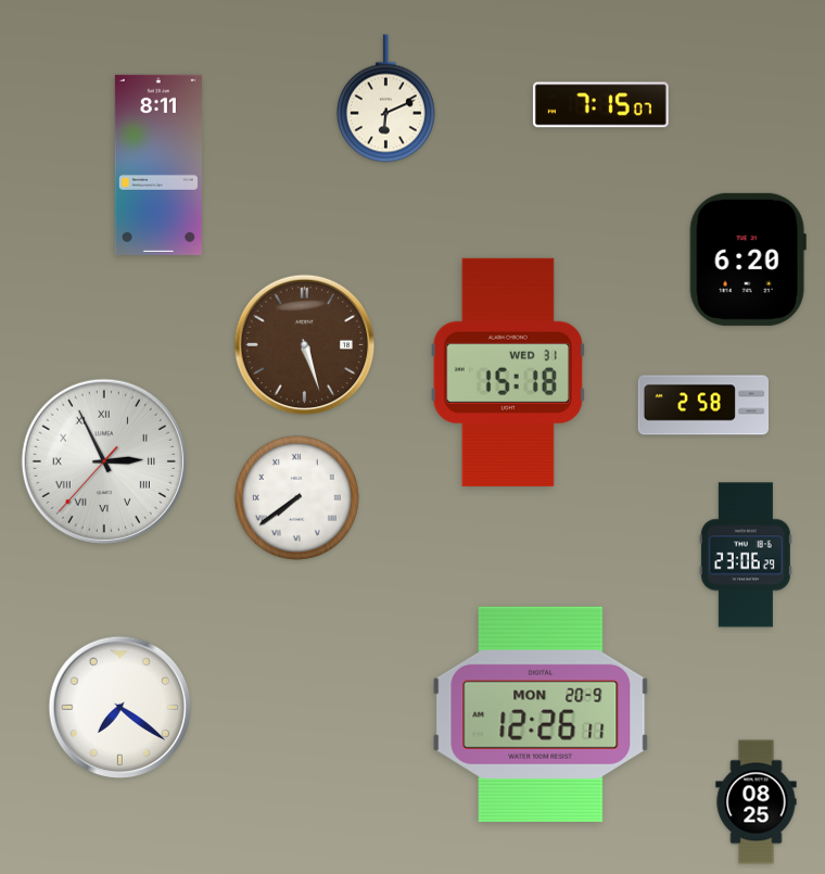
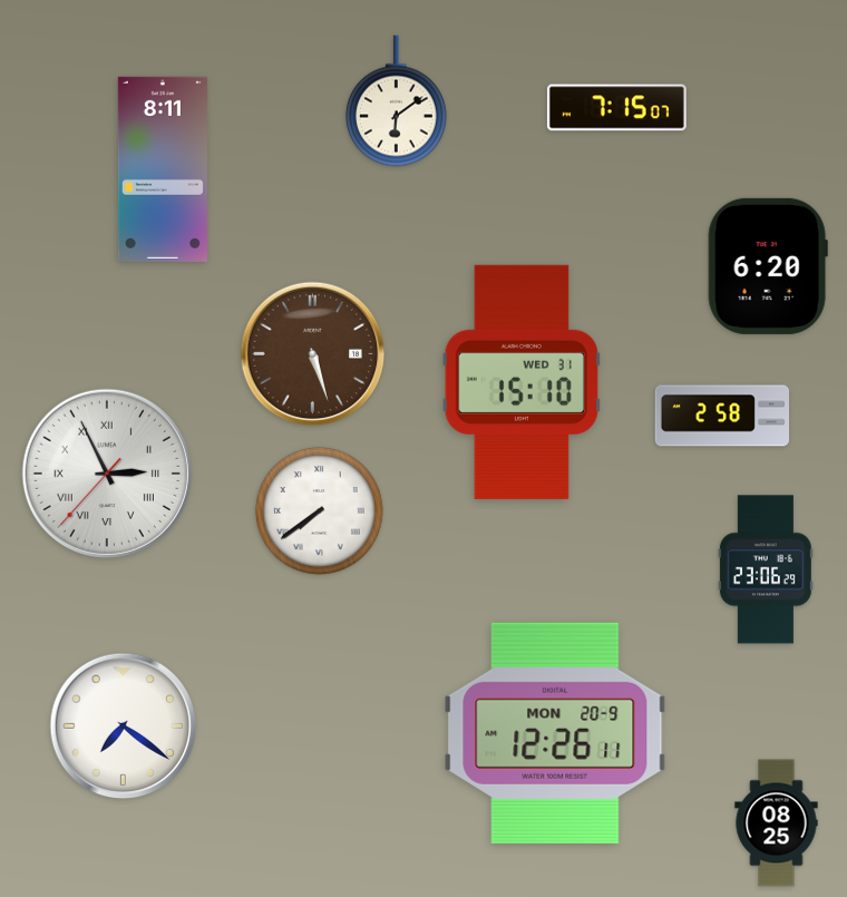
clock at (385, 99): 6:11 -> 6:09
clock at (508, 372): 15:18 -> 15:10
clock at (296, 497) position: (296, 497) -> (319, 510)
